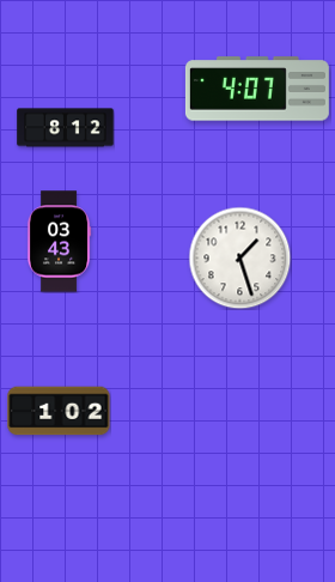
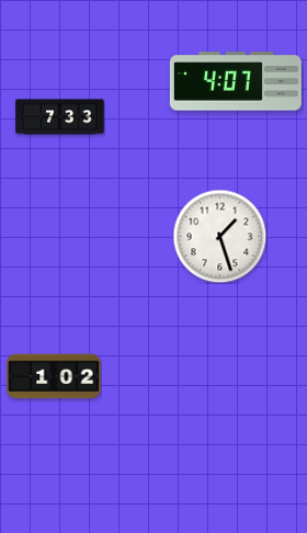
clock at (66, 128): 8:12 -> 7:33
clock at (59, 242): 03:43 -> none
